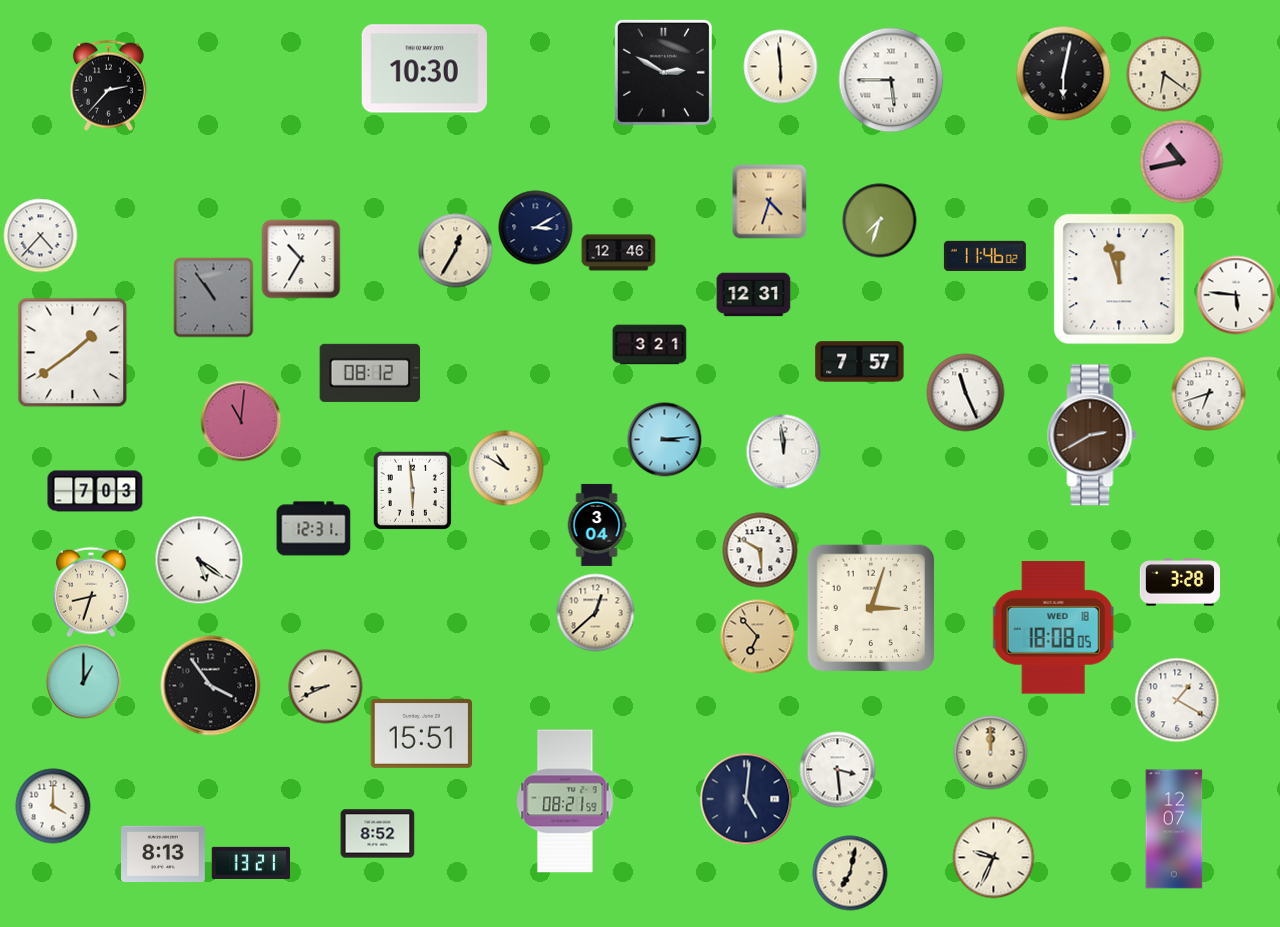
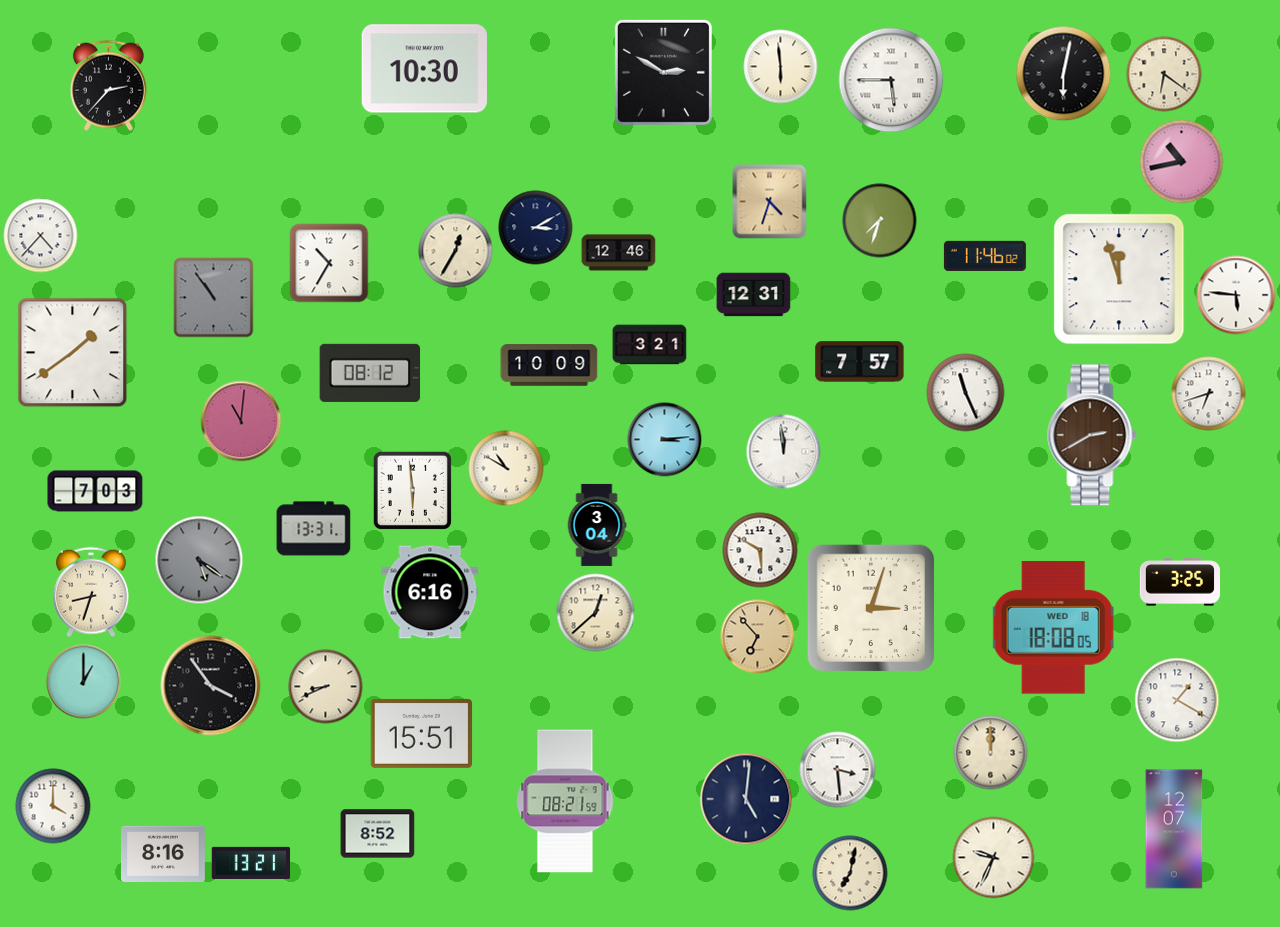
clock at (301, 259) position: (301, 259) -> (329, 263)
clock at (549, 365): none -> 10:09
clock at (314, 529): 12:31 -> 13:31
clock at (199, 560) dial: white -> grey
clock at (1180, 582): 3:28 -> 3:25
clock at (430, 592): none -> 6:16
clock at (164, 853): 8:13 -> 8:16
